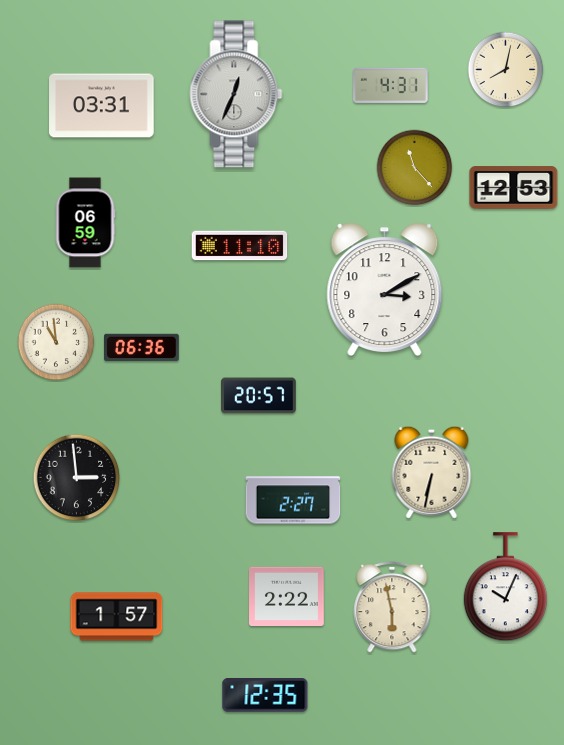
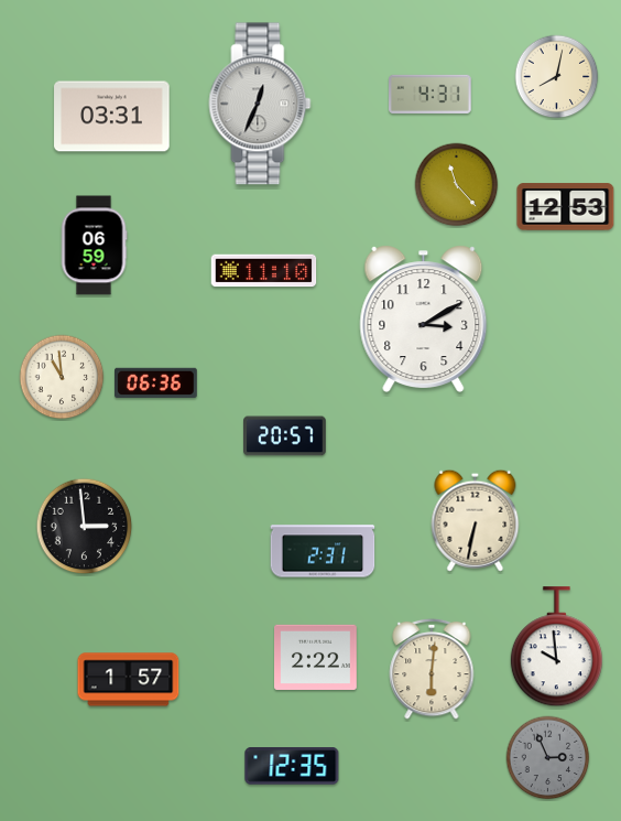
clock at (293, 500): 2:27 -> 2:31
clock at (505, 587): 10:04 -> 9:59
clock at (392, 607): 5:58 -> 6:01
clock at (548, 758): none -> 2:56
